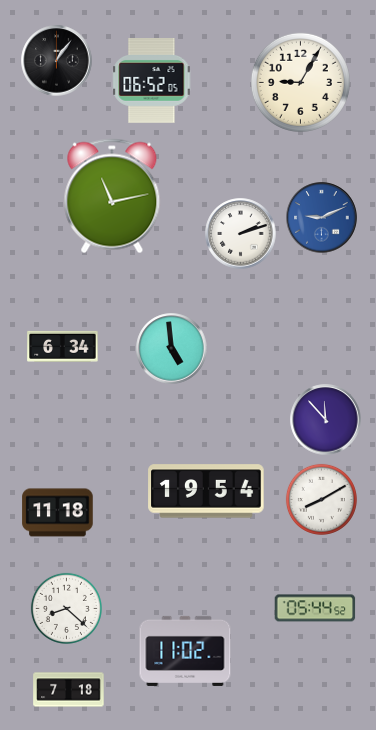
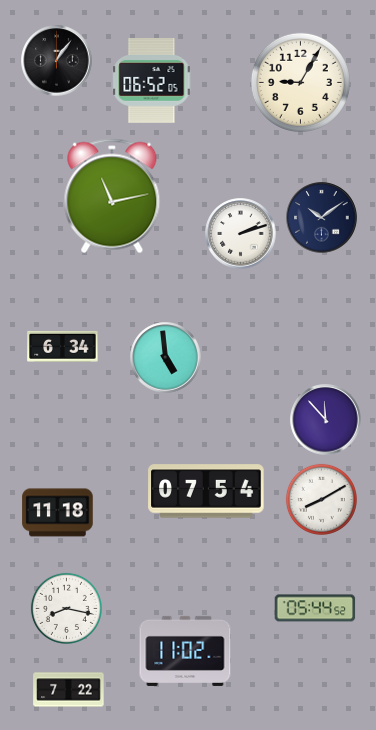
clock at (322, 218): 9:11 -> 10:09
clock at (322, 218) dial: blue -> navy
clock at (172, 349) position: (172, 349) -> (166, 358)
clock at (206, 491): 19:54 -> 07:54
clock at (66, 608): 8:22 -> 8:17
clock at (69, 690): 7:18 -> 7:22
